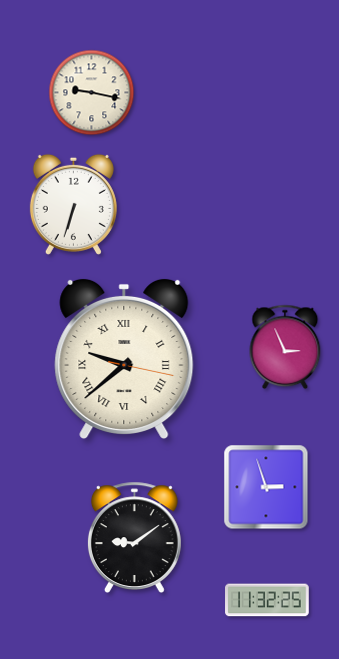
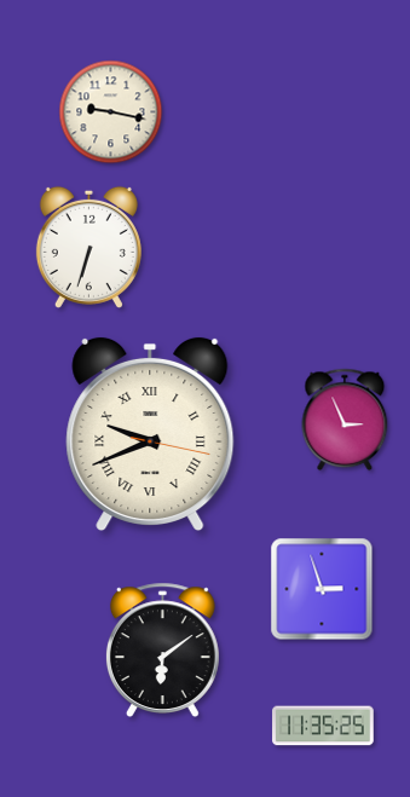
clock at (124, 358): 9:38 -> 9:41
clock at (134, 537): 9:09 -> 6:09
clock at (267, 600): 11:32 -> 11:35
